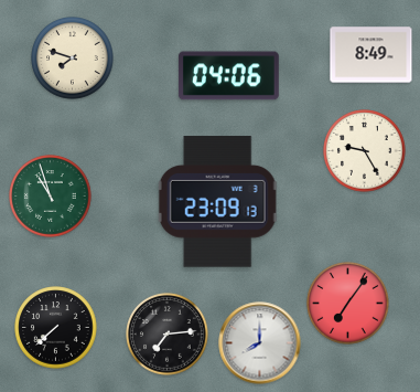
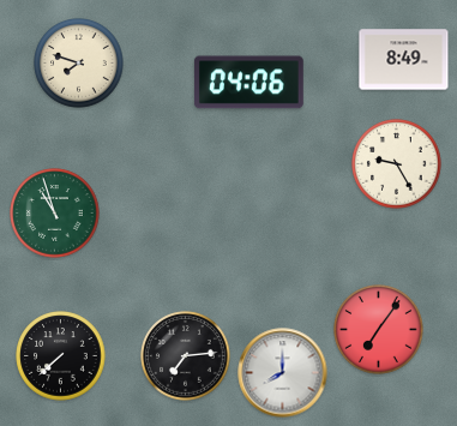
clock at (218, 202): 23:09 -> none
clock at (168, 335) position: (168, 335) -> (186, 356)
